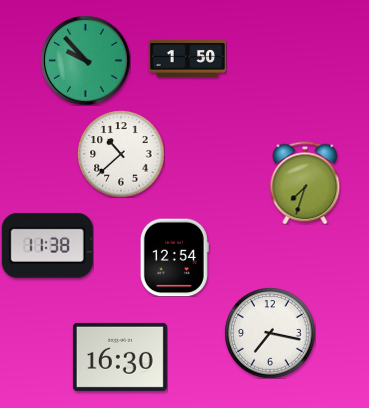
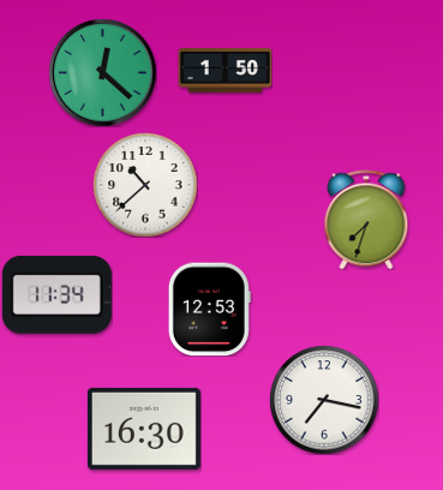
clock at (85, 60): 9:53 -> 12:22
clock at (47, 245): 11:38 -> 11:34
clock at (174, 257): 12:54 -> 12:53
